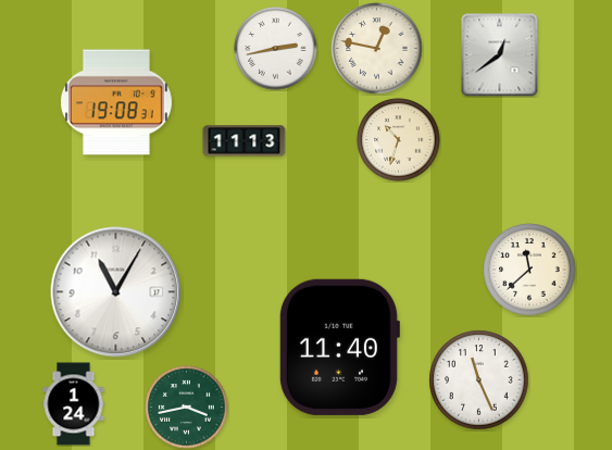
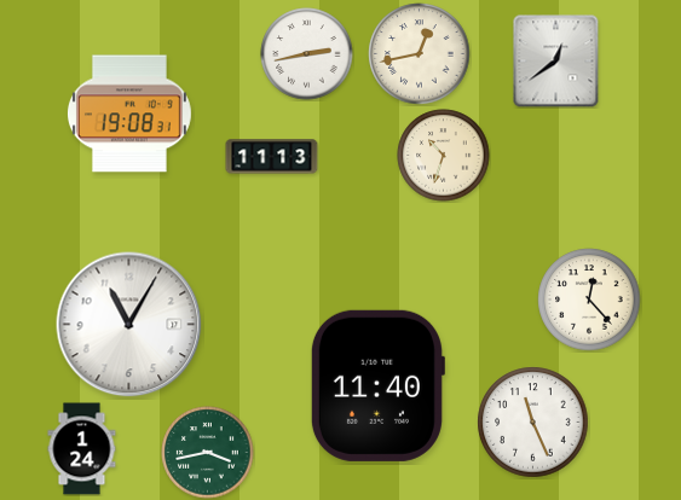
clock at (377, 49): 12:47 -> 12:43
clock at (529, 270): 11:38 -> 12:23
